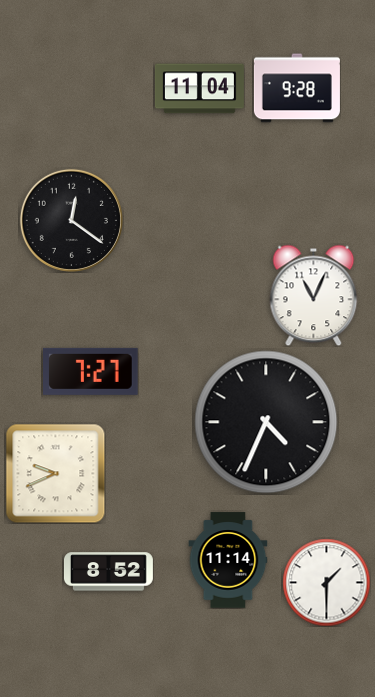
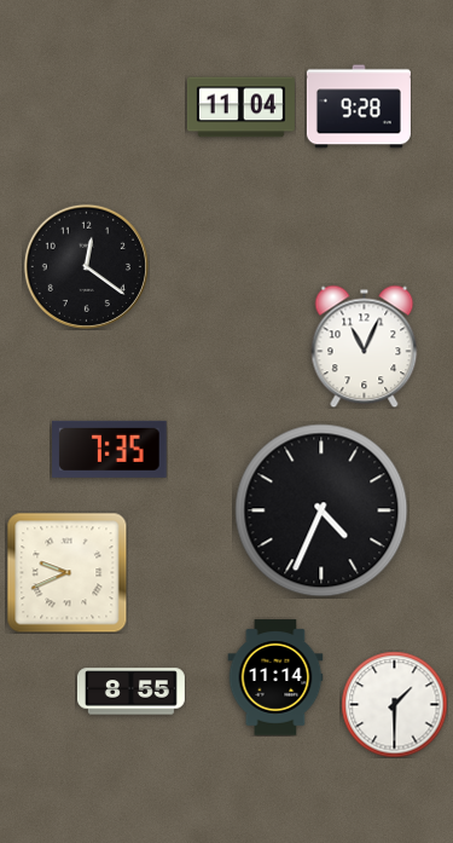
clock at (314, 295) position: (314, 295) -> (365, 346)
clock at (91, 371): 7:27 -> 7:35
clock at (108, 572): 8:52 -> 8:55
